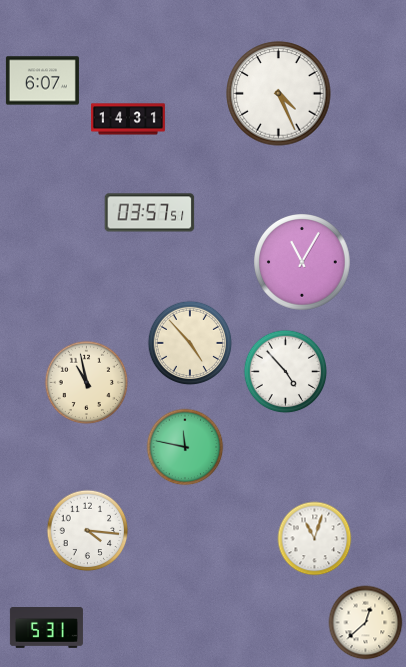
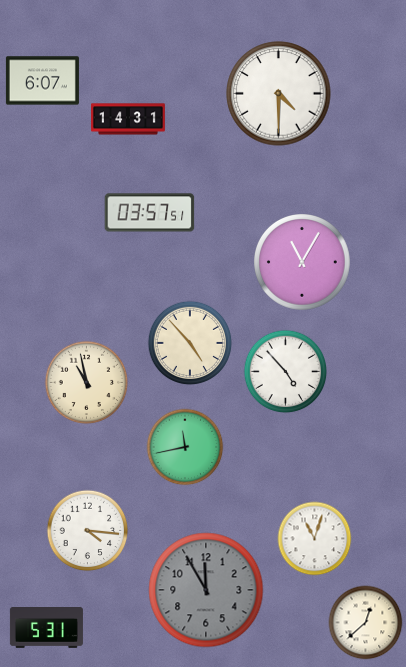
clock at (279, 94): 4:26 -> 4:30
clock at (185, 447): 11:47 -> 11:43
clock at (206, 590): none -> 11:55
